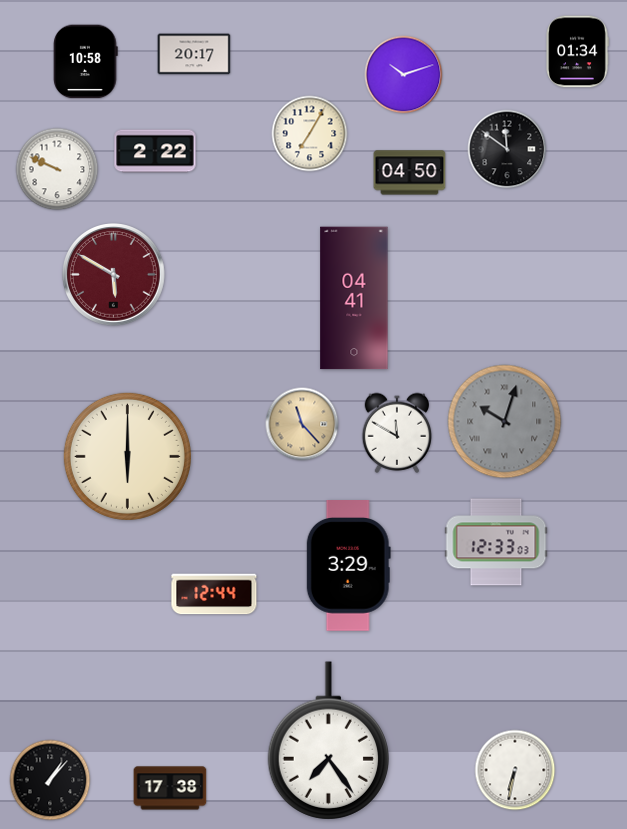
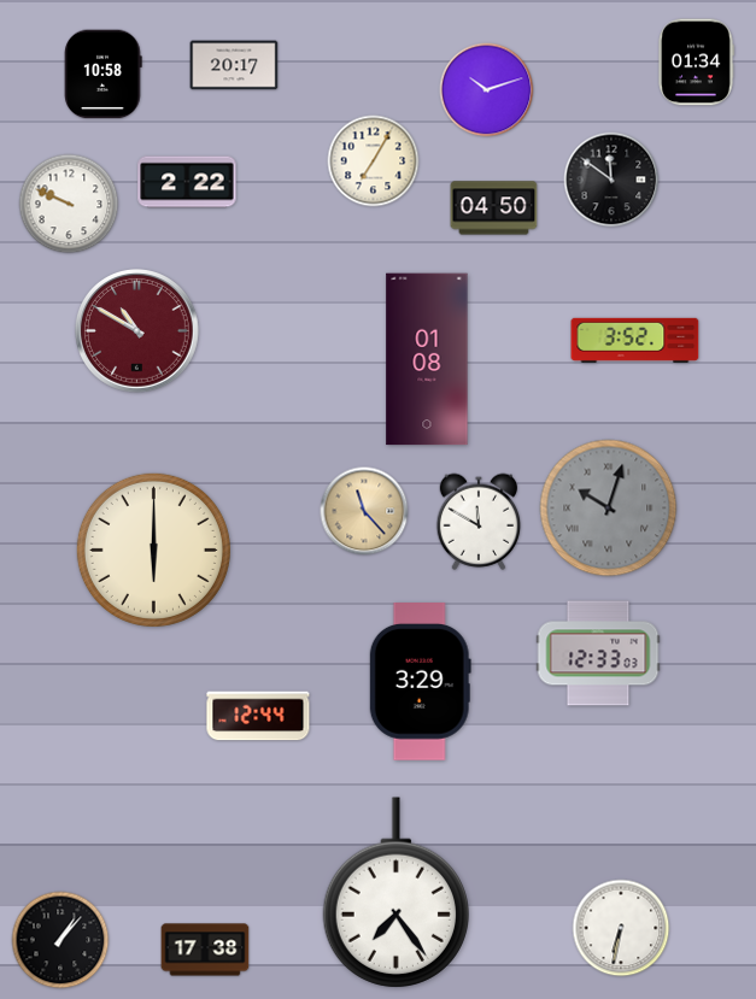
clock at (114, 275): 5:50 -> 10:50
clock at (635, 340): none -> 3:52
clock at (354, 298): 04:41 -> 01:08
